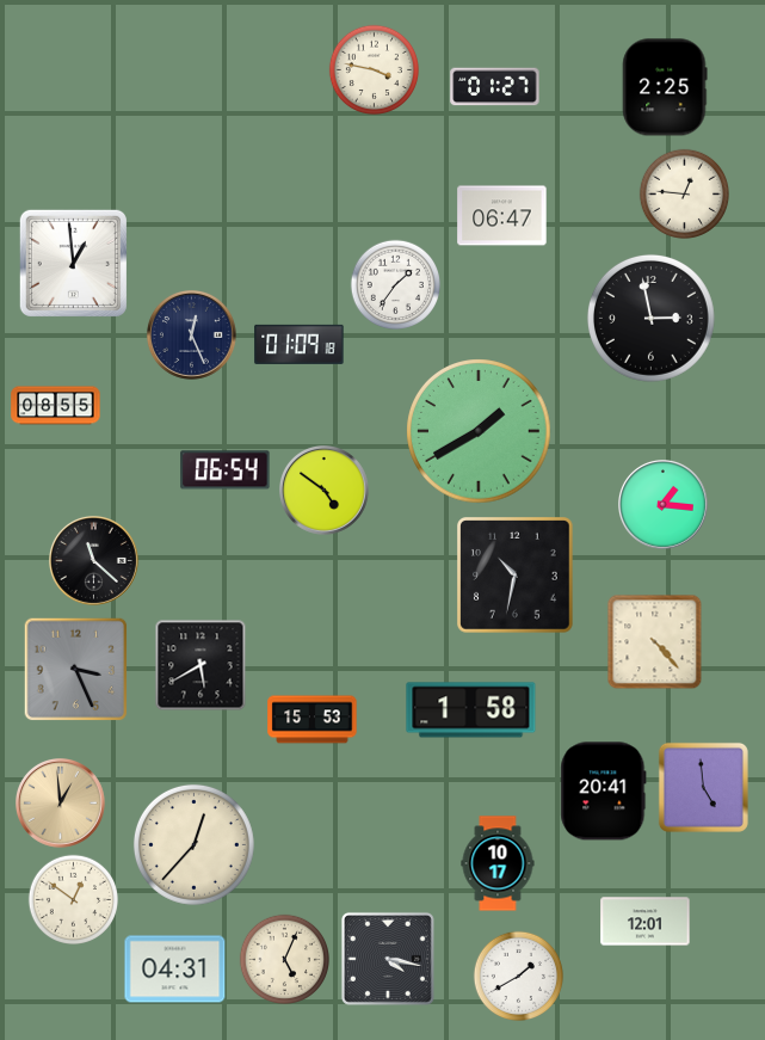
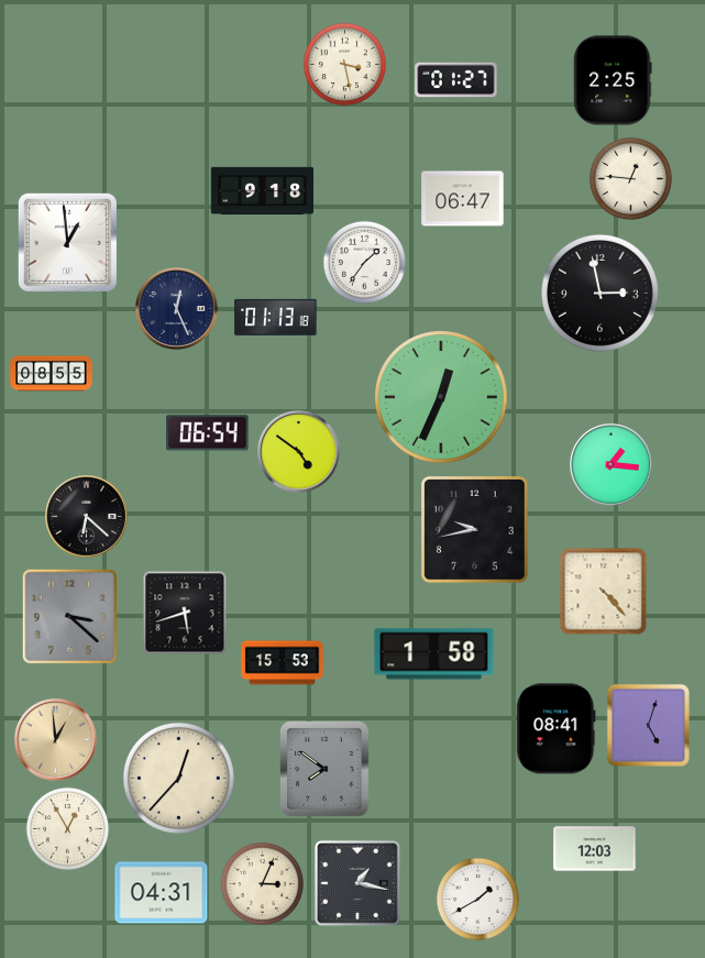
clock at (374, 69): 3:47 -> 3:28
clock at (263, 191): none -> 9:18
clock at (300, 344): 01:09 -> 01:13
clock at (479, 431): 1:40 -> 12:34
clock at (94, 561): 11:22 -> 6:22
clock at (516, 576): 10:32 -> 9:43
clock at (200, 665): 5:40 -> 5:42
clock at (76, 670): 3:26 -> 3:22
clock at (313, 720) position: (313, 720) -> (283, 663)
clock at (703, 787): 4:59 -> 5:03
clock at (604, 792): 20:41 -> 08:41
clock at (324, 769): none -> 7:51
clock at (498, 863): 10:17 -> none
clock at (73, 899): 12:51 -> 12:55
clock at (646, 922): 12:01 -> 12:03
clock at (284, 959): 5:04 -> 3:04
clock at (388, 959): 4:17 -> 1:17
